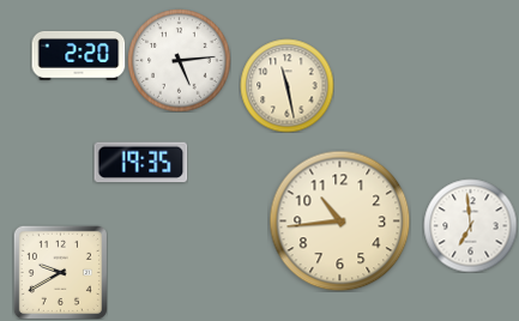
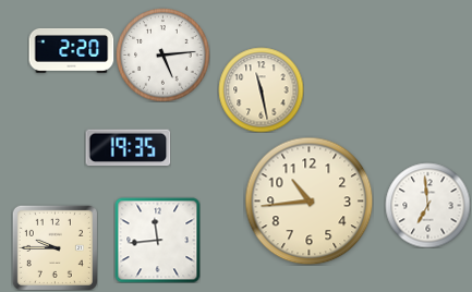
clock at (286, 85) position: (286, 85) -> (261, 89)
clock at (157, 240): none -> 11:44
clock at (60, 272): 9:40 -> 9:45
